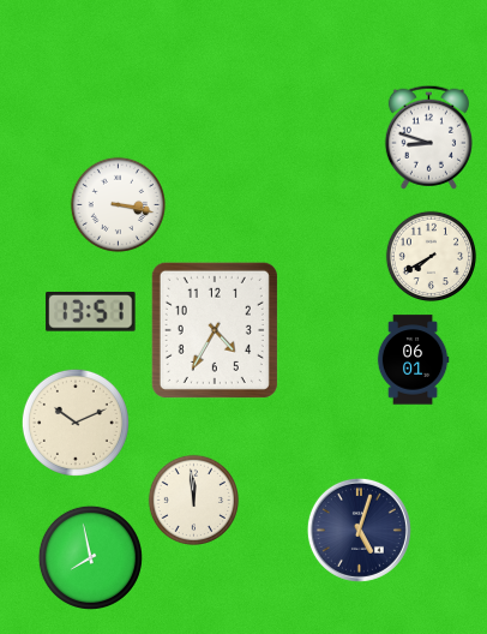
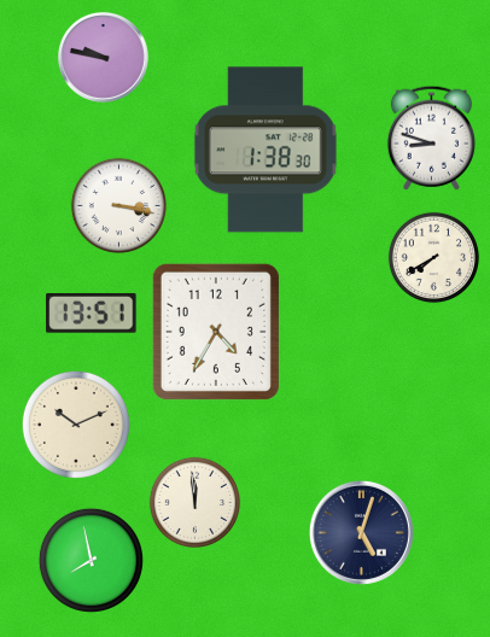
clock at (103, 57): none -> 9:47
clock at (266, 150): none -> 1:38
clock at (413, 360): 06:01 -> none
